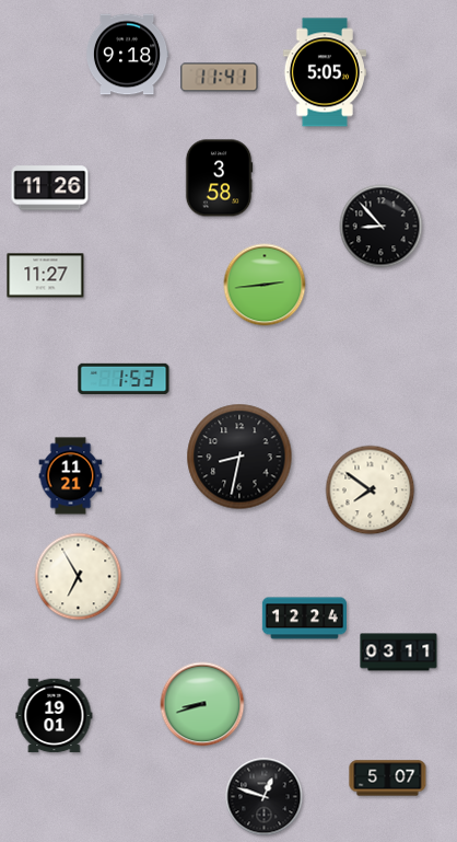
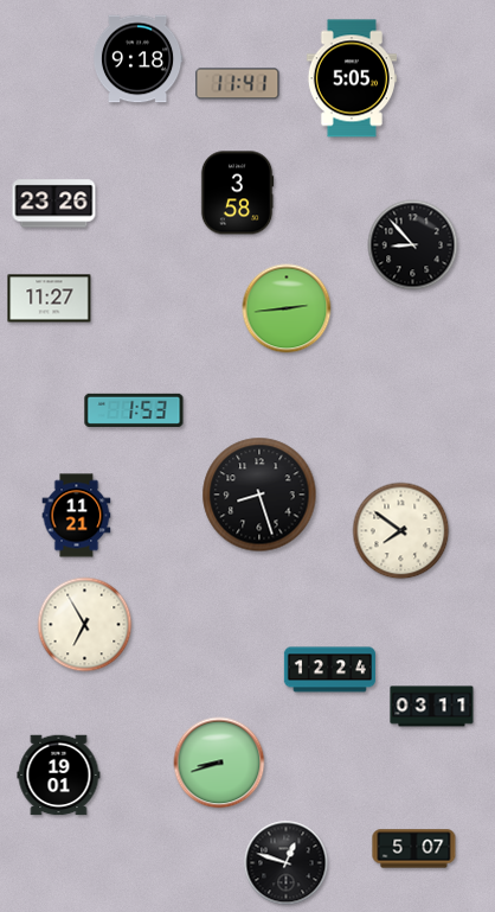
clock at (50, 188): 11:26 -> 23:26
clock at (239, 457): 8:32 -> 8:27
clock at (388, 778) position: (388, 778) -> (414, 849)
